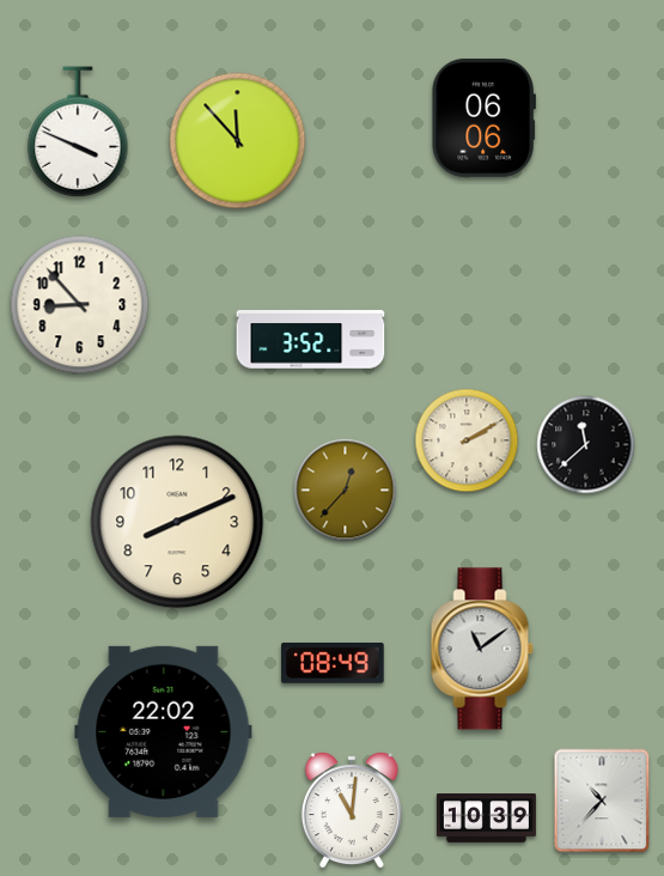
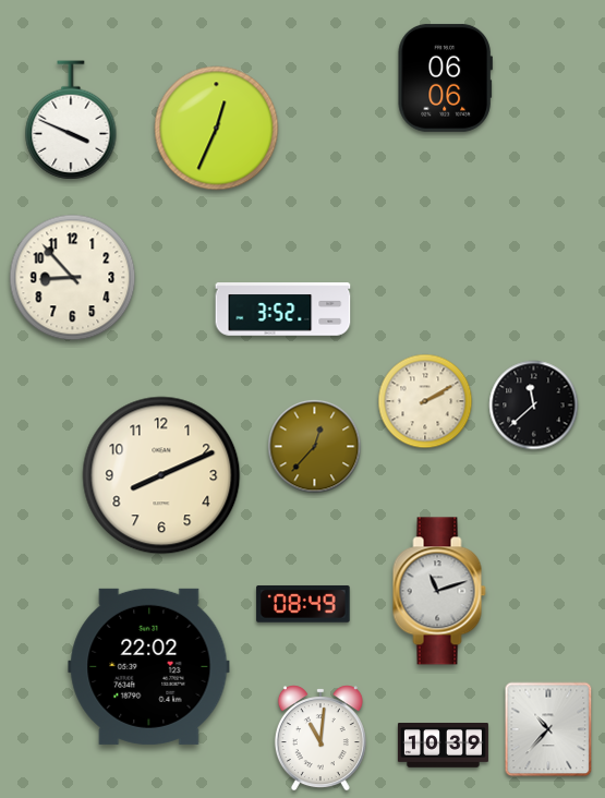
clock at (483, 117) position: (483, 117) -> (445, 77)
clock at (238, 141): 11:53 -> 12:34
clock at (482, 649): 11:09 -> 11:12
